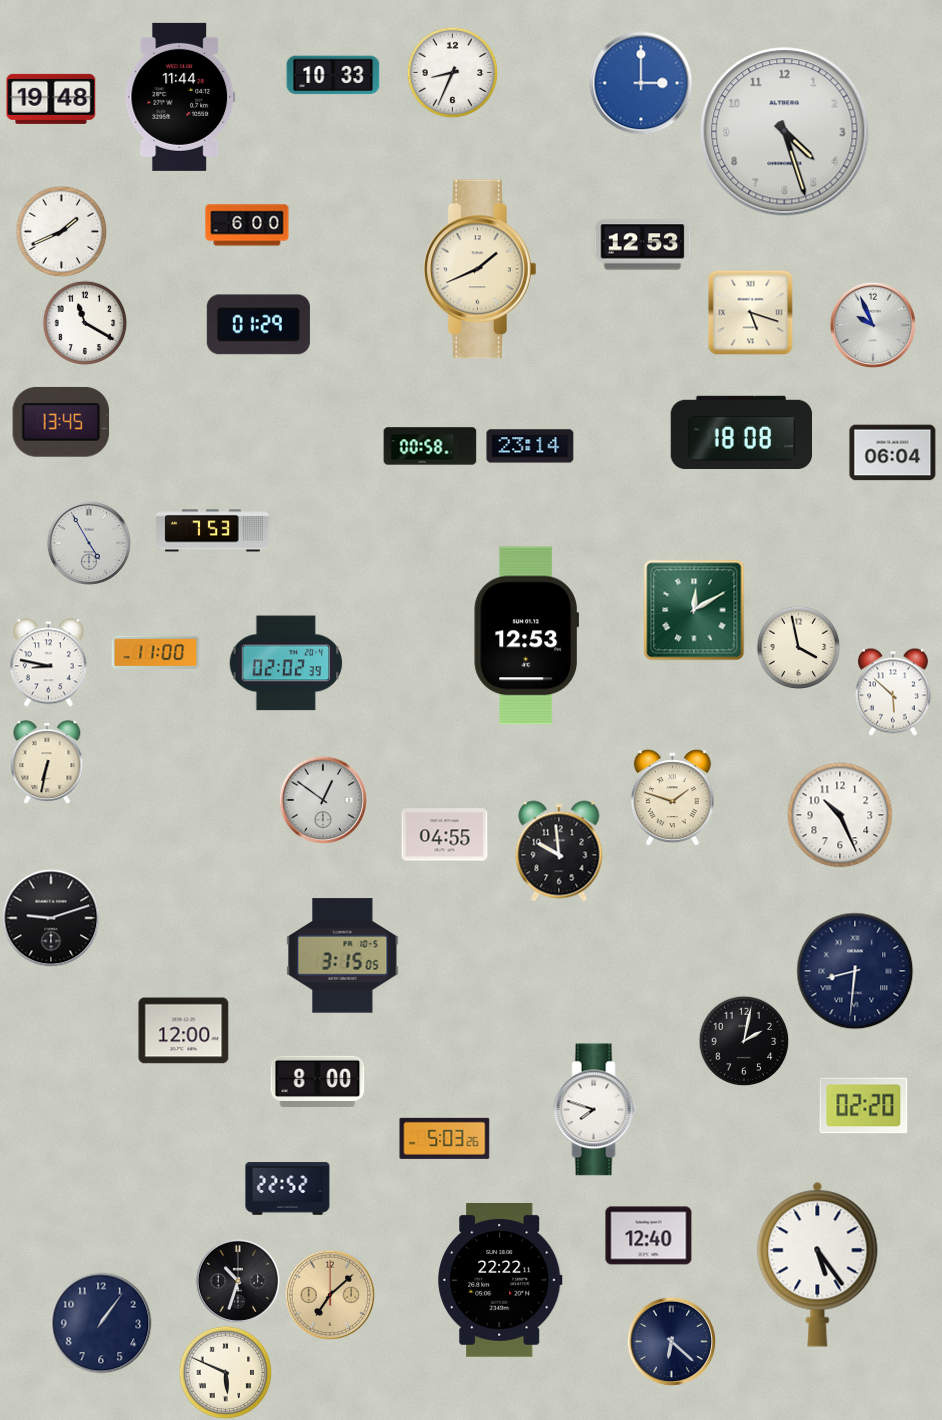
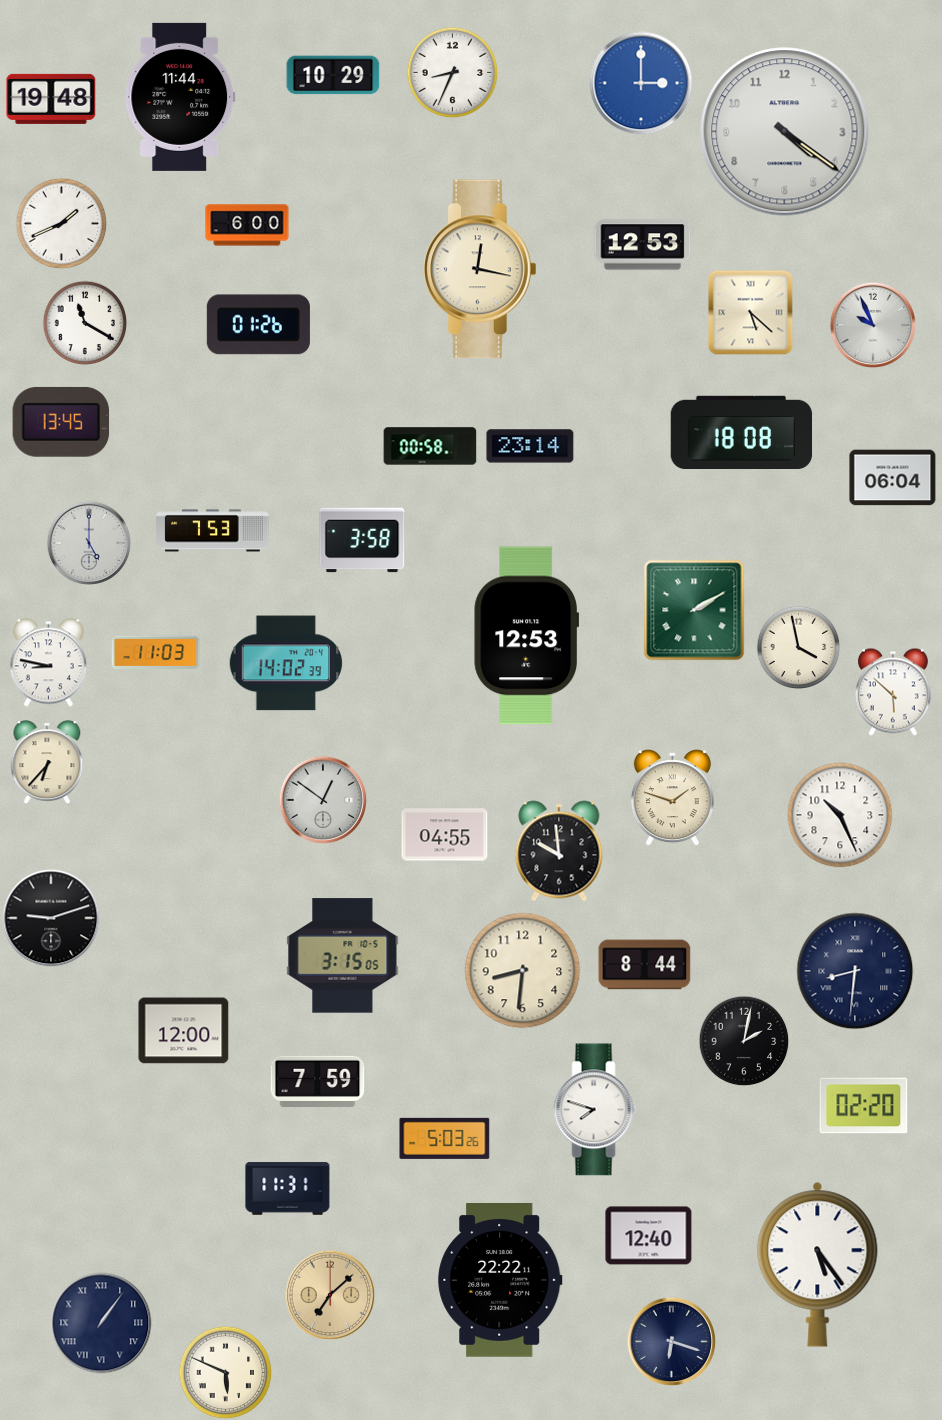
clock at (333, 75): 10:33 -> 10:29
clock at (785, 132): 4:27 -> 4:21
clock at (61, 231) position: (61, 231) -> (61, 223)
clock at (480, 269): 1:41 -> 12:17
clock at (750, 312): 5:18 -> 5:22
clock at (258, 325): 01:29 -> 01:26
clock at (893, 453) position: (893, 453) -> (893, 478)
clock at (362, 540): none -> 3:58
clock at (89, 543): 4:55 -> 5:00
clock at (694, 610): 12:10 -> 2:10
clock at (156, 652): 11:00 -> 11:03
clock at (286, 663): 02:02 -> 14:02
clock at (47, 762): 6:32 -> 6:37
clock at (645, 965): none -> 8:44
clock at (523, 971): none -> 8:31
clock at (318, 1081): 8:00 -> 7:59
clock at (288, 1189): 22:52 -> 11:31
clock at (238, 1281): 10:33 -> none
clock at (101, 1323) numerals: Arabic -> Roman
clock at (671, 1341): 6:22 -> 6:18
